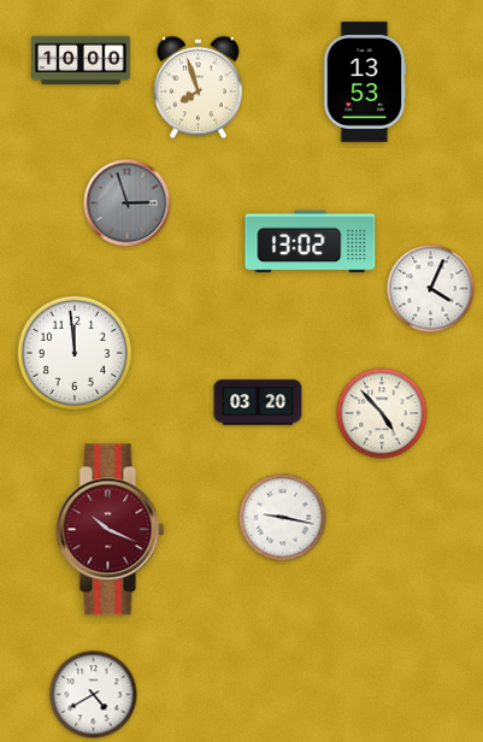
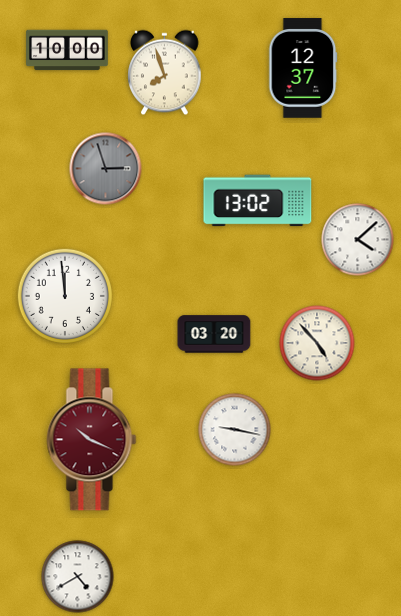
clock at (365, 82): 13:53 -> 12:37
clock at (431, 289): 4:04 -> 4:08
clock at (73, 352) position: (73, 352) -> (64, 295)
